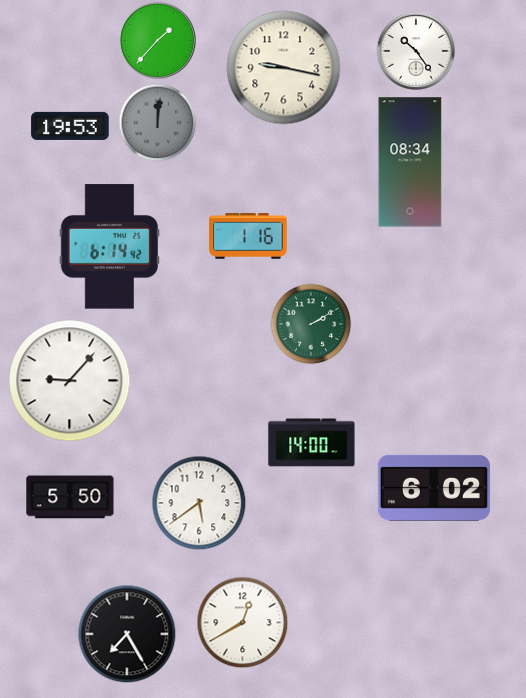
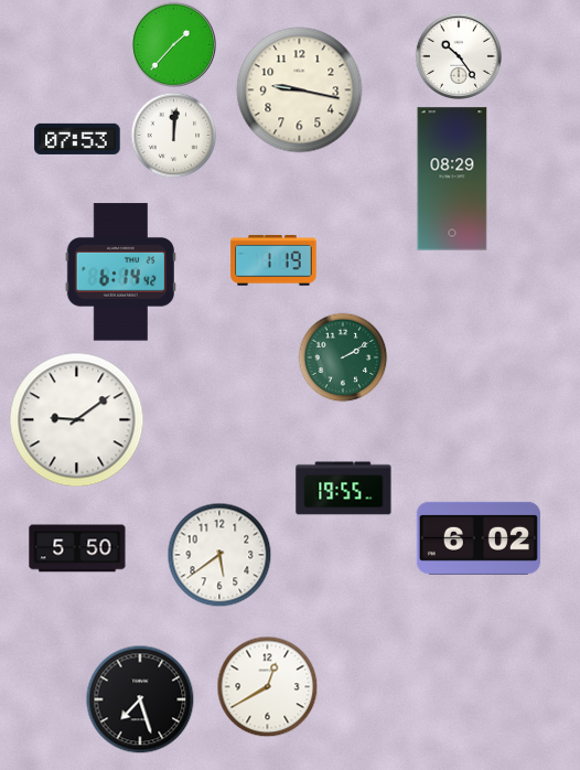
clock at (284, 68) position: (284, 68) -> (300, 90)
clock at (157, 122) dial: grey -> white
clock at (70, 126): 19:53 -> 07:53
clock at (410, 162): 08:34 -> 08:29
clock at (248, 236): 1:16 -> 1:19
clock at (70, 381): 9:07 -> 9:09
clock at (312, 443): 14:00 -> 19:55
clock at (127, 634): 7:25 -> 7:27
